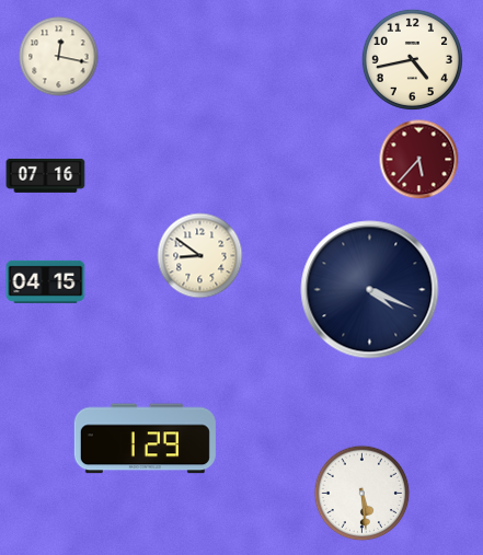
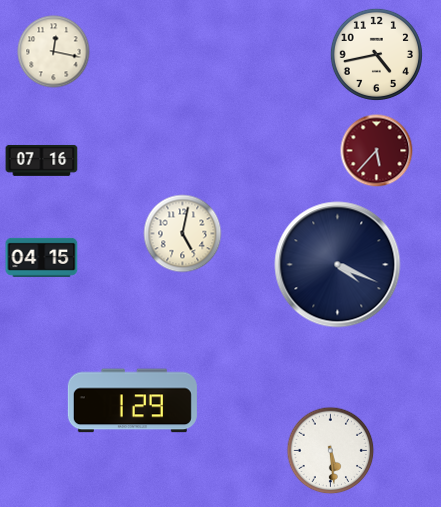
clock at (419, 160) position: (419, 160) -> (377, 151)
clock at (200, 256): 8:51 -> 5:02
